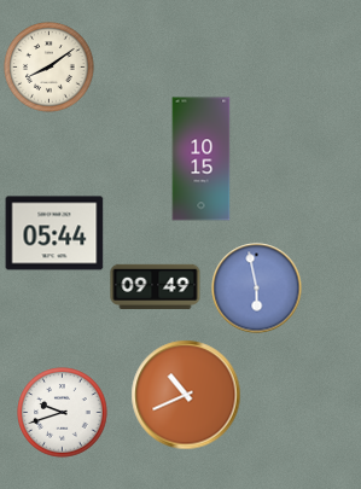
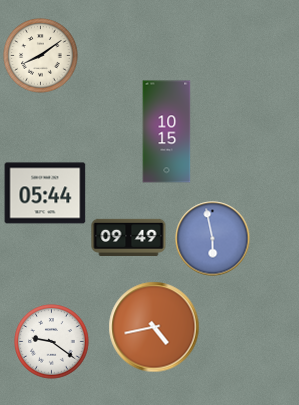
clock at (186, 395): 10:41 -> 4:43
clock at (63, 413): 9:42 -> 9:21
